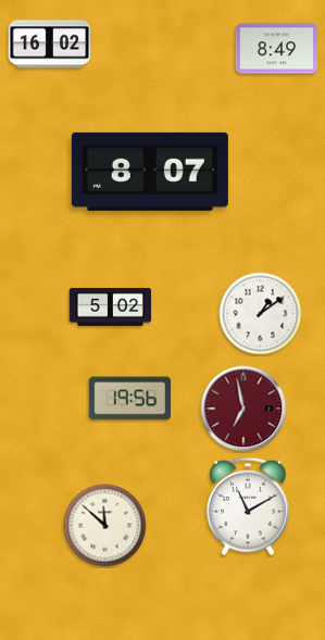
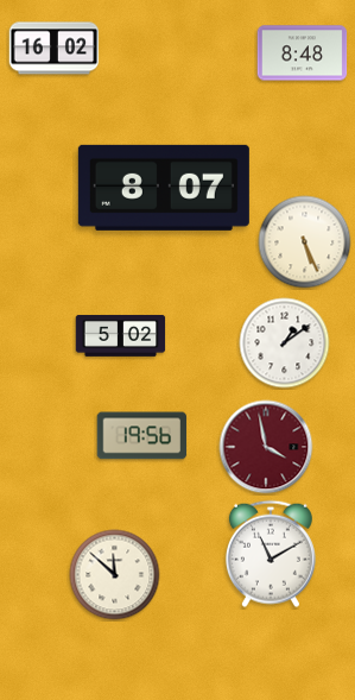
clock at (277, 49): 8:49 -> 8:48
clock at (305, 242): none -> 5:26
clock at (243, 409): 6:58 -> 3:58
